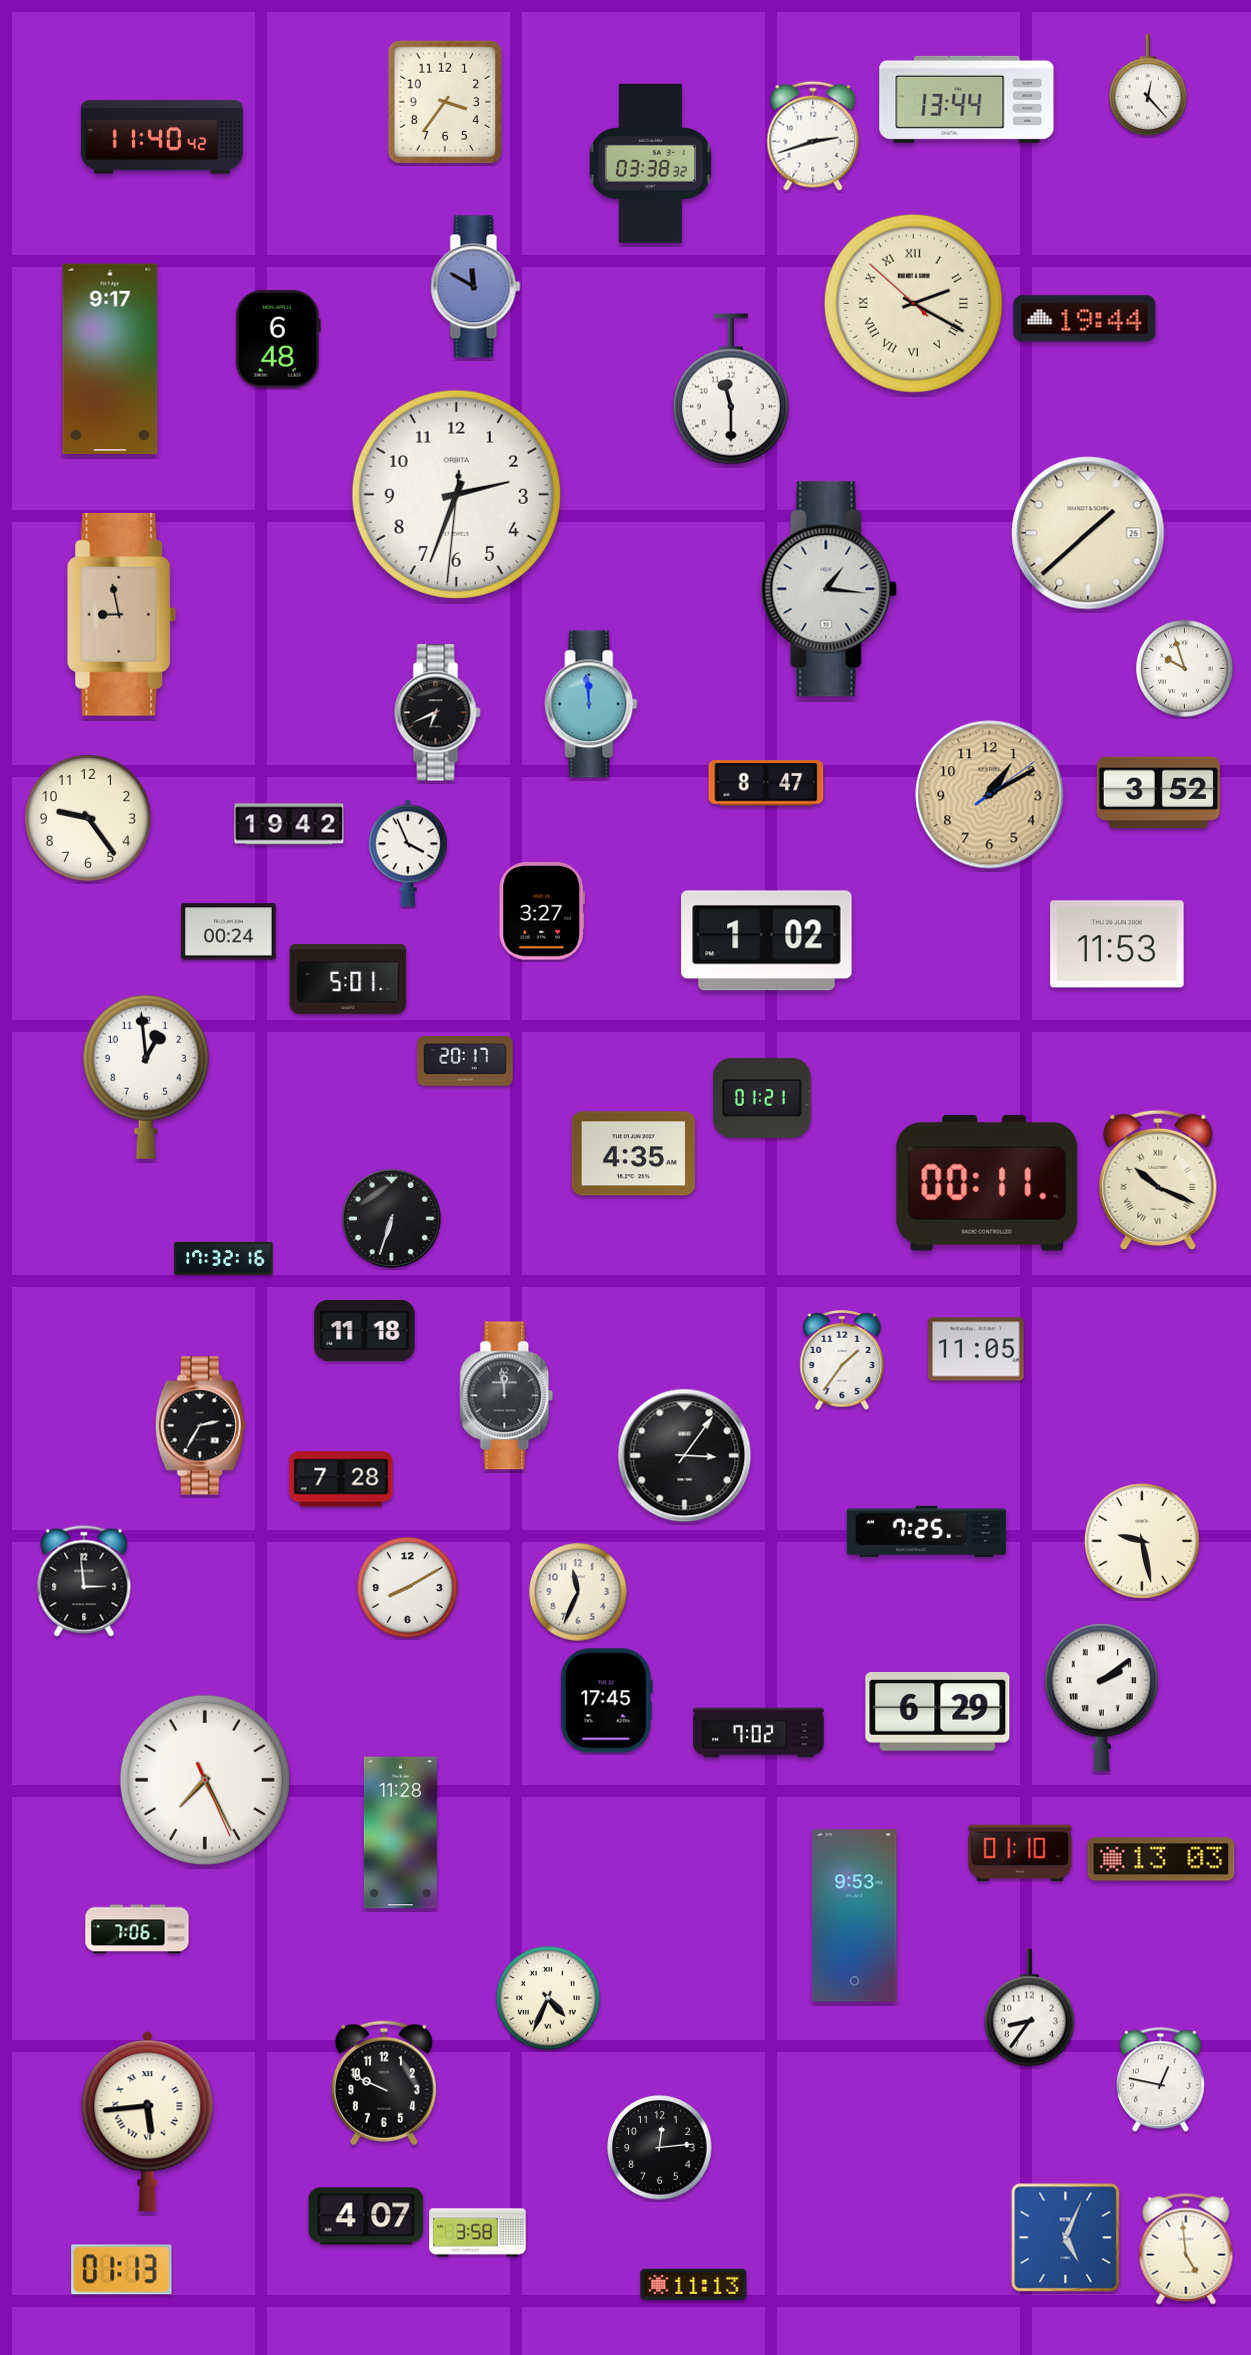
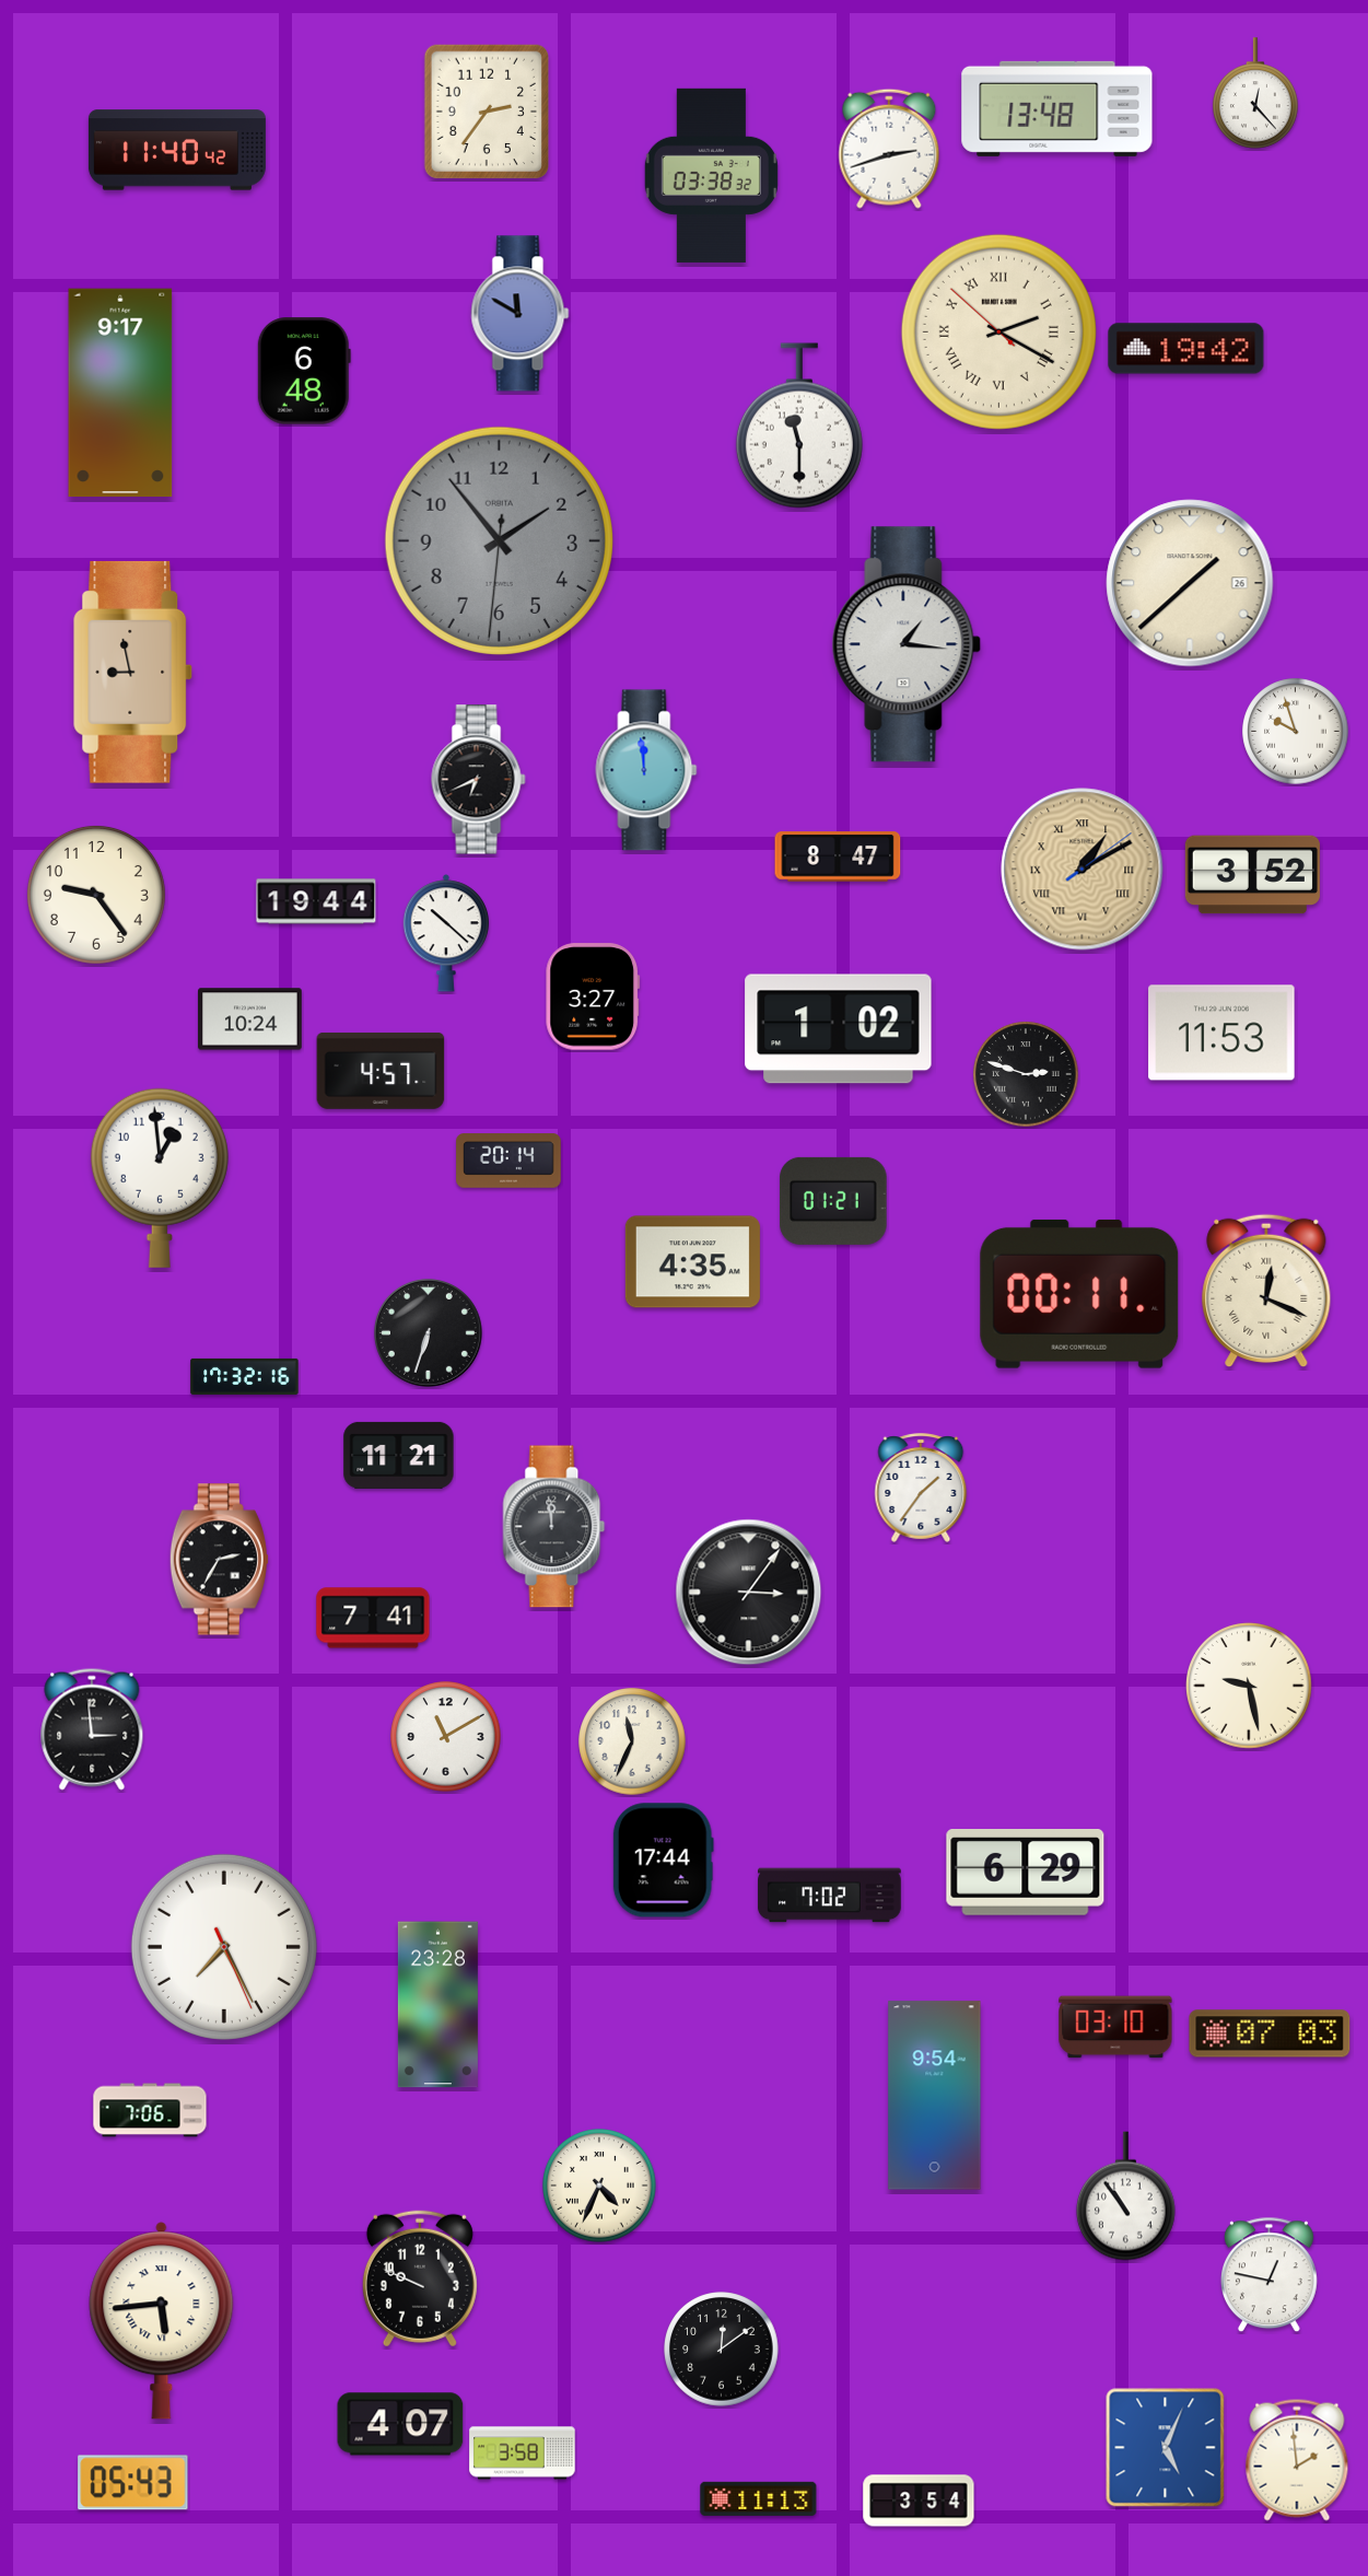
clock at (967, 99): 13:44 -> 13:48
clock at (444, 101): 3:36 -> 2:36
clock at (650, 163) position: (650, 163) -> (711, 175)
clock at (1085, 319): 19:44 -> 19:42
clock at (456, 494): 2:33 -> 1:53
clock at (456, 494) dial: white -> grey
clock at (1158, 793) position: (1158, 793) -> (1252, 875)
clock at (990, 795) numerals: Arabic -> Roman
clock at (289, 824): 19:42 -> 19:44
clock at (407, 853): 3:56 -> 10:22
clock at (229, 932): 00:24 -> 10:24
clock at (348, 979): 5:01 -> 4:57
clock at (1026, 1074): none -> 2:48
clock at (465, 1061): 20:17 -> 20:14
clock at (1158, 1179): 10:19 -> 12:19
clock at (365, 1330): 11:18 -> 11:21
clock at (976, 1349): 11:05 -> none
clock at (341, 1479): 7:28 -> 7:41
clock at (926, 1531): 7:25 -> none
clock at (408, 1588): 8:10 -> 11:10
clock at (1101, 1698): 2:09 -> none
clock at (606, 1701): 17:45 -> 17:44
clock at (400, 1833): 11:28 -> 23:28
clock at (1020, 1853): 01:10 -> 03:10
clock at (1161, 1859): 13:03 -> 07:03
clock at (855, 1916): 9:53 -> 9:54
clock at (1029, 2008): 8:36 -> 10:54
clock at (660, 2148): 12:14 -> 12:09
clock at (478, 2233) position: (478, 2233) -> (523, 2453)
clock at (1186, 2249): 4:59 -> 1:59
clock at (122, 2270): 01:13 -> 05:43
clock at (919, 2501): none -> 3:54
